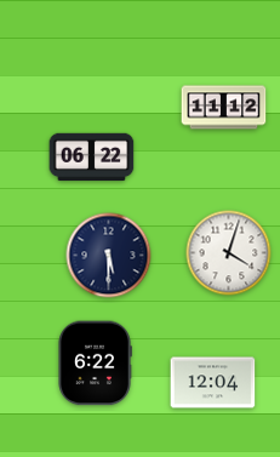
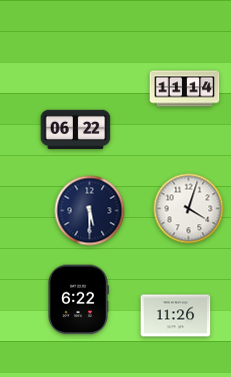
clock at (224, 108): 11:12 -> 11:14
clock at (213, 383): 12:04 -> 11:26
